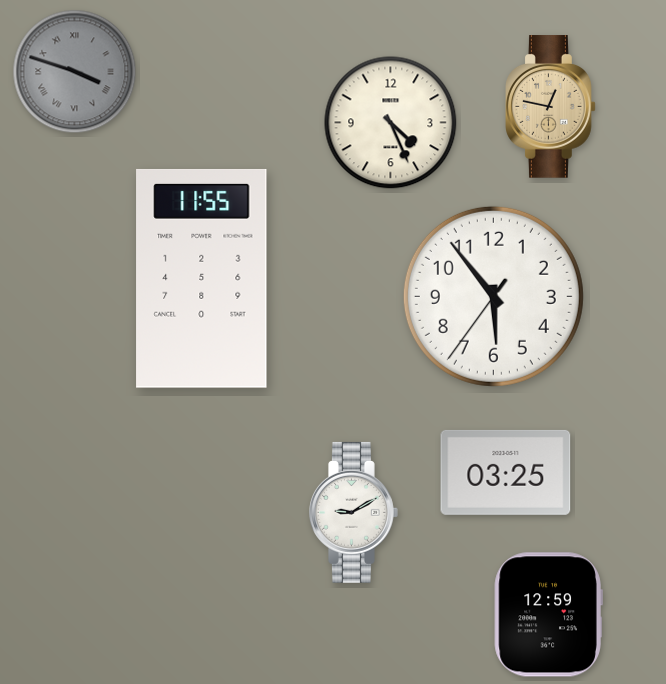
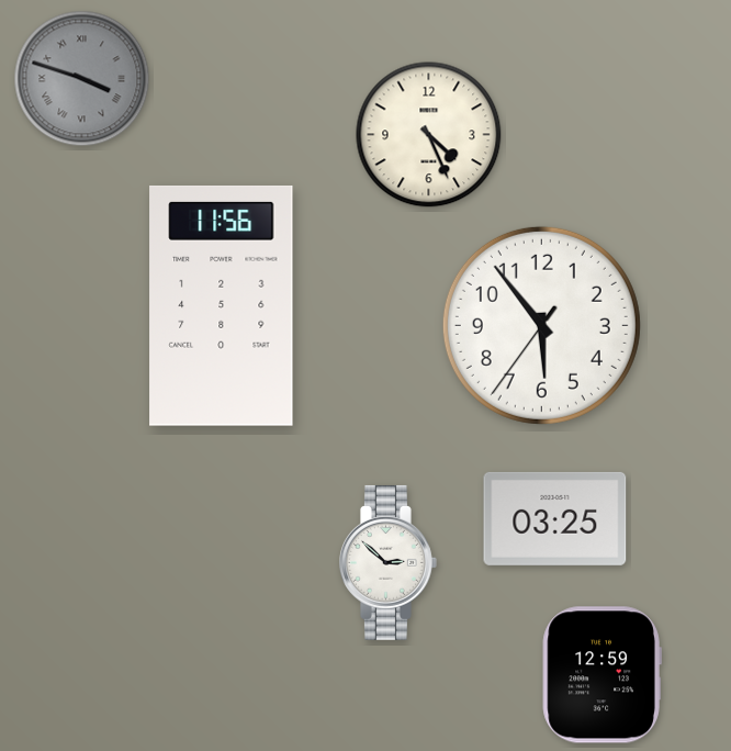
clock at (551, 107): 12:47 -> none
clock at (202, 278): 11:55 -> 11:56
clock at (354, 512): 9:10 -> 2:52
